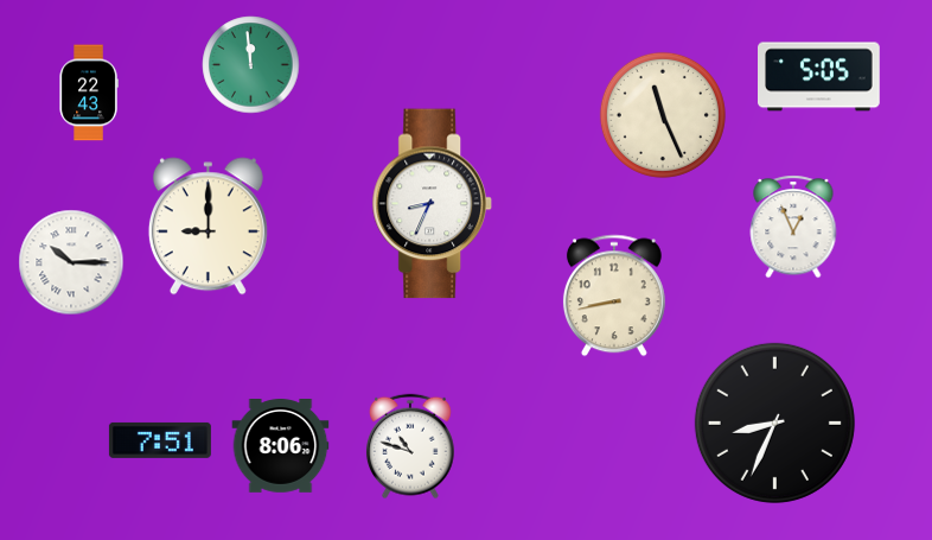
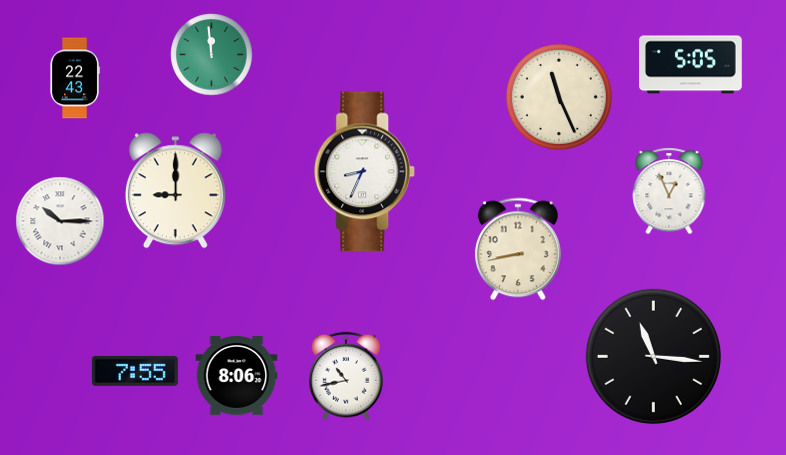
clock at (774, 423): 8:34 -> 11:16
clock at (160, 440): 7:51 -> 7:55
clock at (410, 446): 10:48 -> 10:43
